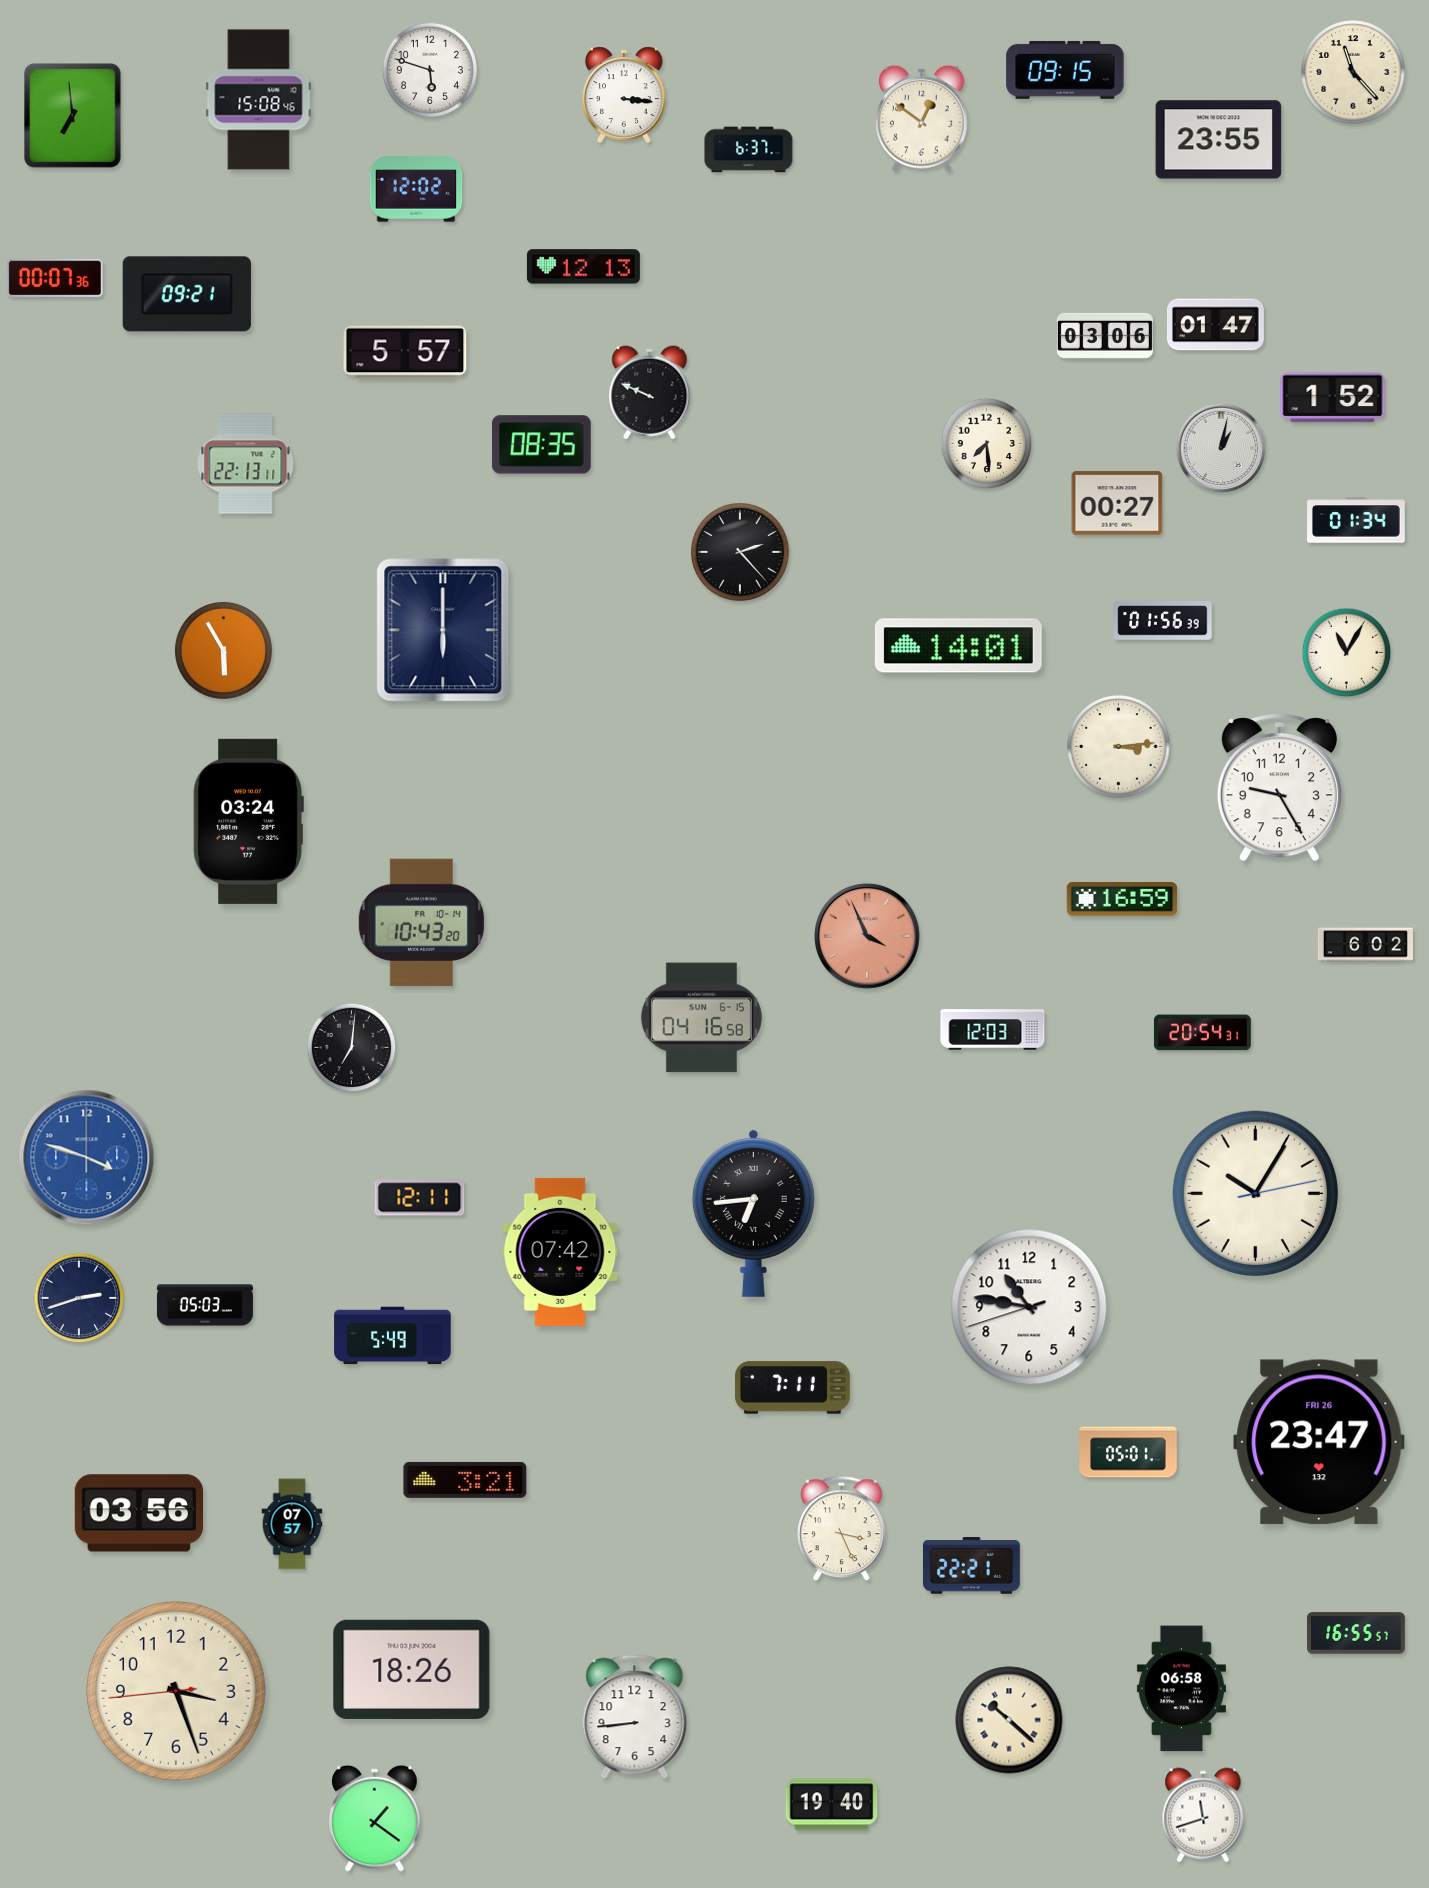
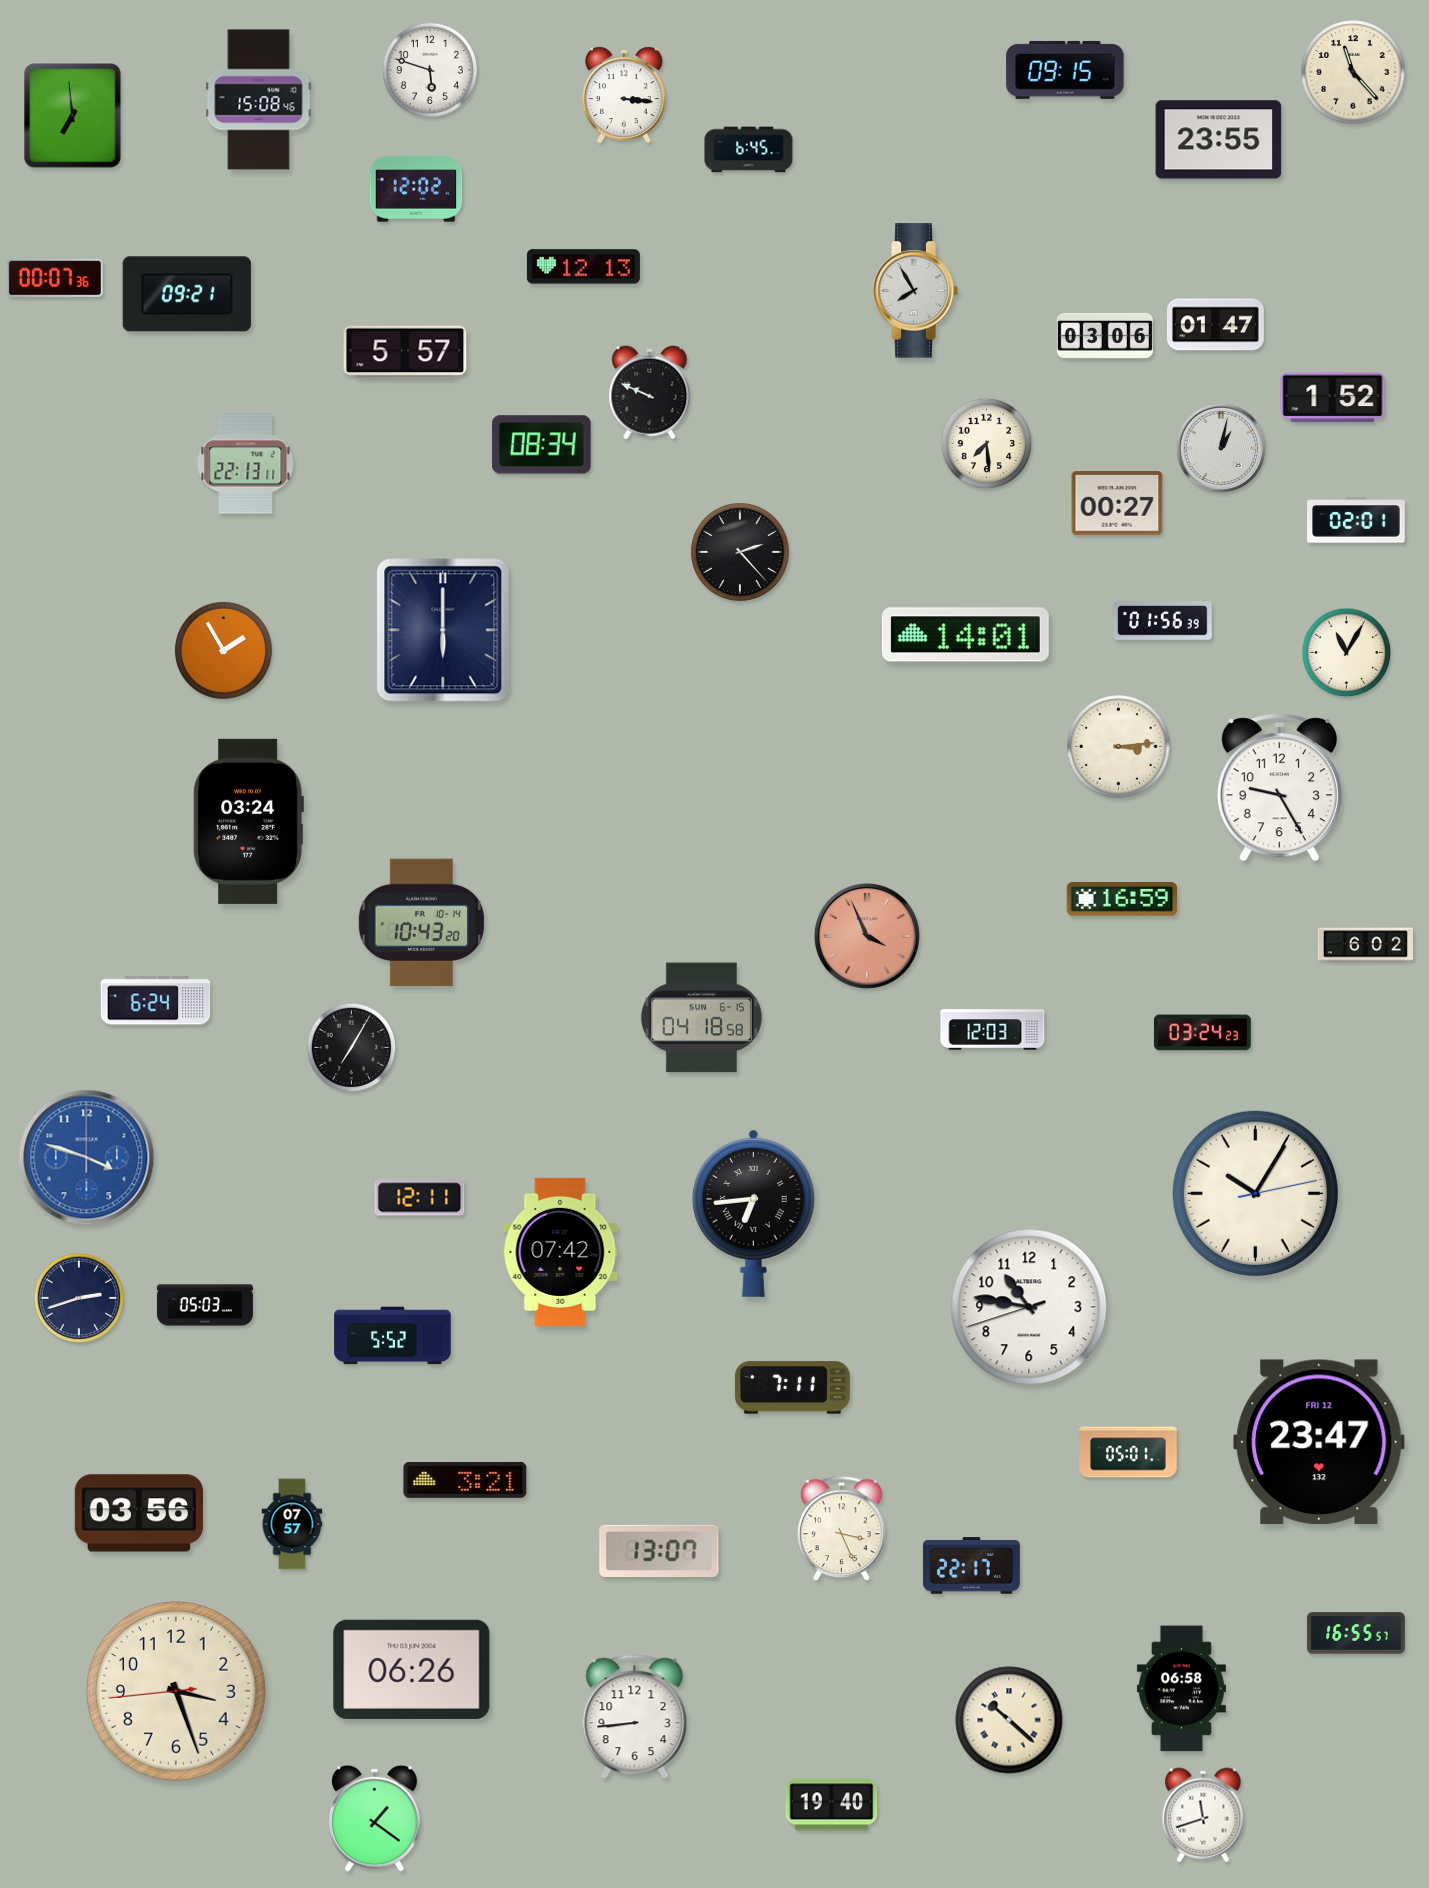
clock at (922, 118): 12:51 -> none
clock at (749, 150): 6:37 -> 6:45
clock at (915, 291): none -> 7:55
clock at (542, 445): 08:35 -> 08:34
clock at (1356, 520): 01:34 -> 02:01
clock at (958, 646) position: (958, 646) -> (965, 635)
clock at (223, 650): 5:55 -> 1:55
clock at (156, 1001): none -> 6:24
clock at (701, 1018): 04:16 -> 04:18
clock at (1202, 1033): 20:54 -> 03:24
clock at (352, 1048): 7:01 -> 7:05
clock at (393, 1336): 5:49 -> 5:52
clock at (1319, 1442) date: FRI 26 -> FRI 12
clock at (659, 1550): none -> 13:07
clock at (971, 1566): 22:21 -> 22:17
clock at (412, 1669): 18:26 -> 06:26
